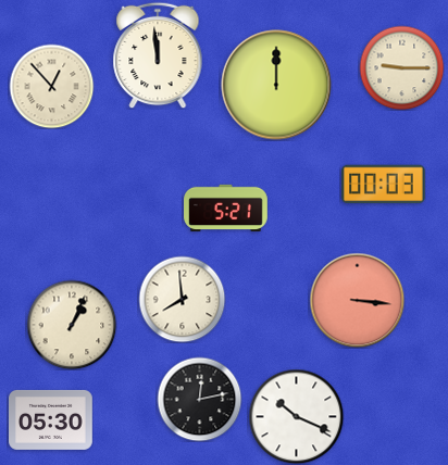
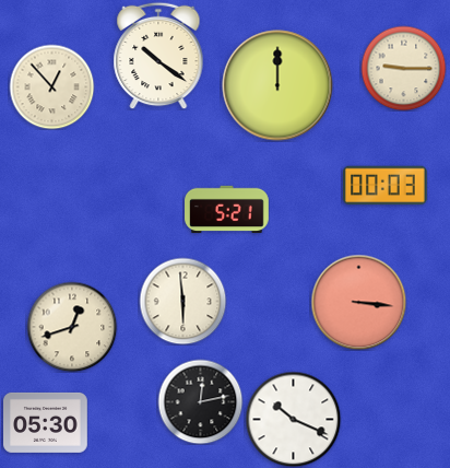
clock at (158, 55): 11:59 -> 10:21
clock at (182, 299): 7:59 -> 5:59
clock at (72, 325): 1:04 -> 12:42
clock at (296, 416) position: (296, 416) -> (293, 419)
clock at (51, 419) position: (51, 419) -> (46, 422)
